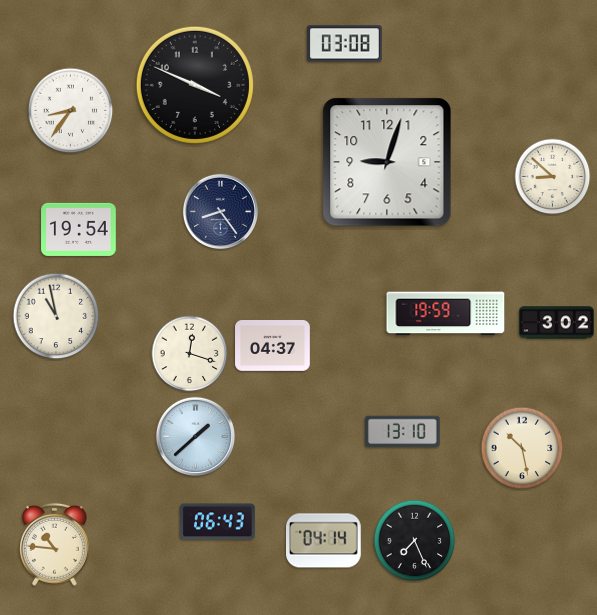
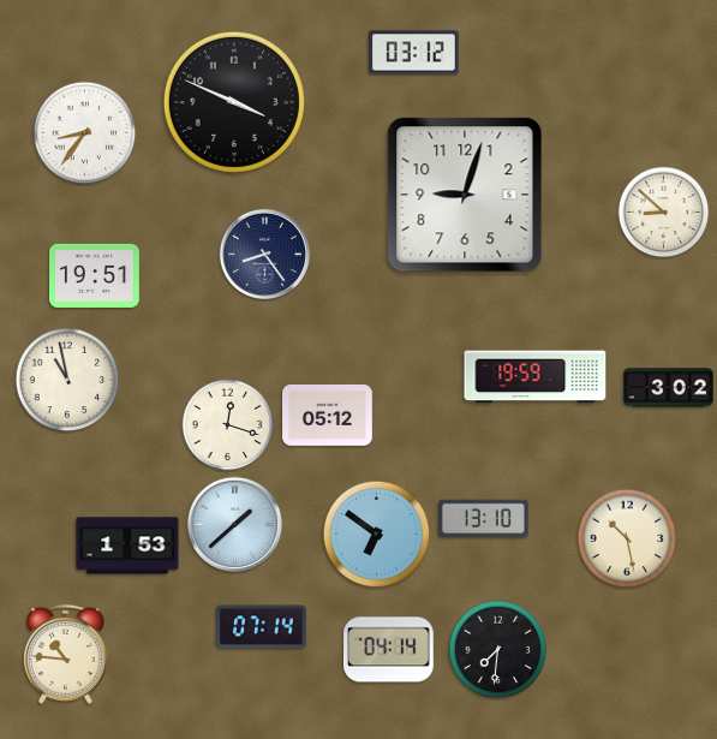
clock at (345, 44): 03:08 -> 03:12
clock at (79, 229): 19:54 -> 19:51
clock at (273, 346): 04:37 -> 05:12
clock at (377, 535): none -> 6:51
clock at (127, 546): none -> 1:53
clock at (218, 522): 06:43 -> 07:14
clock at (415, 541): 7:26 -> 7:31
